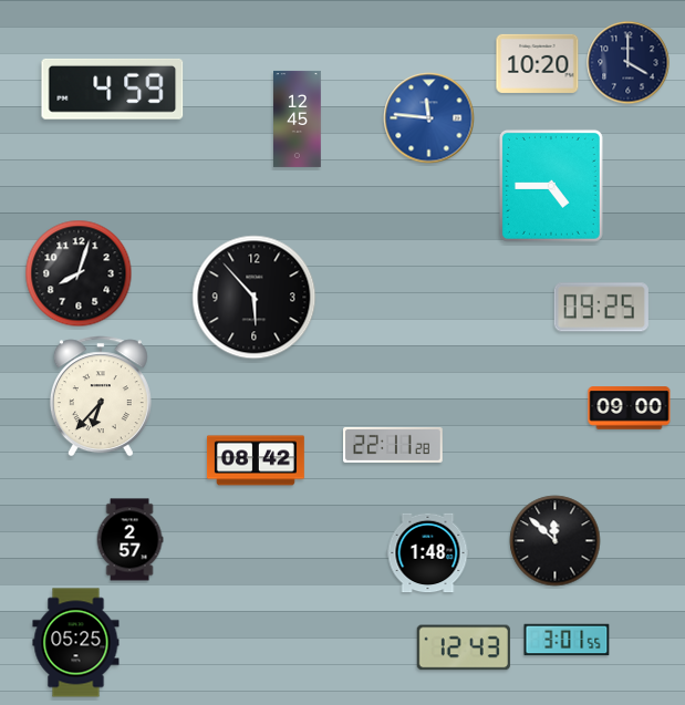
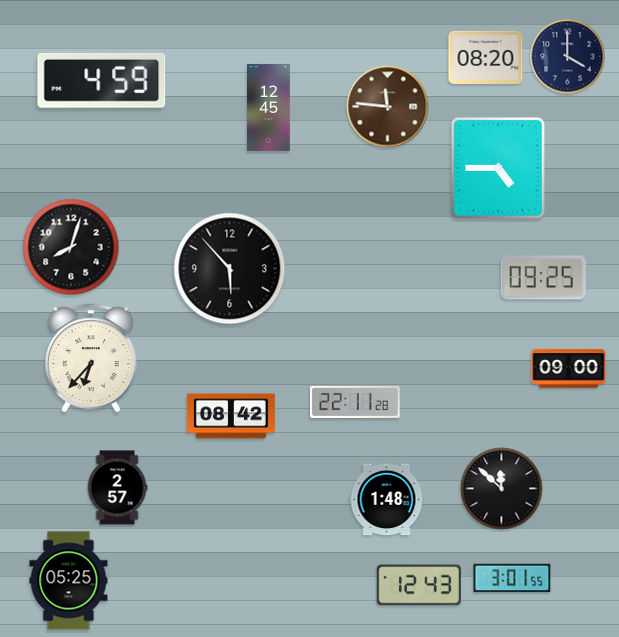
clock at (538, 63): 10:20 -> 08:20
clock at (429, 118) dial: blue -> brown
